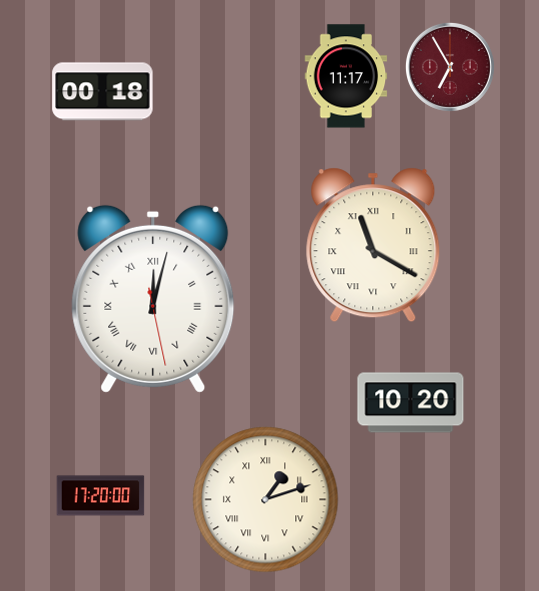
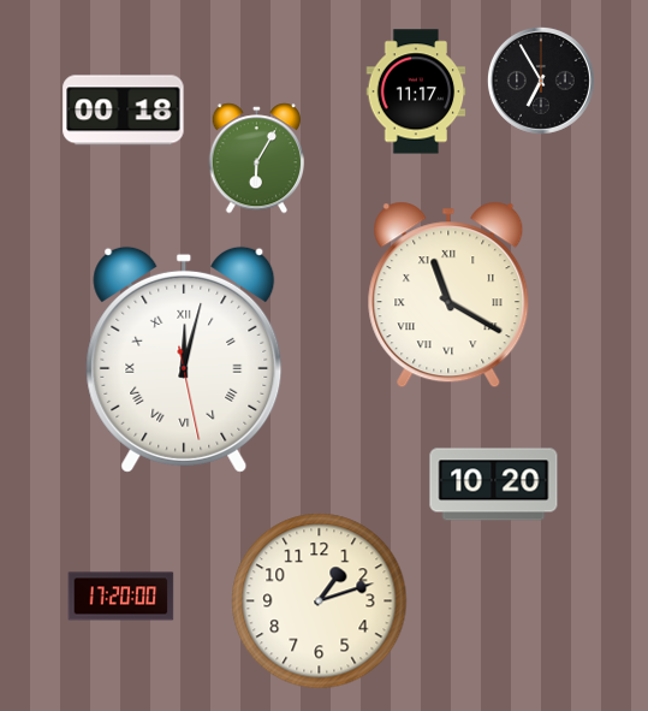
clock at (450, 67) dial: burgundy -> black
clock at (257, 159): none -> 6:05
clock at (266, 500) numerals: Roman -> Arabic
